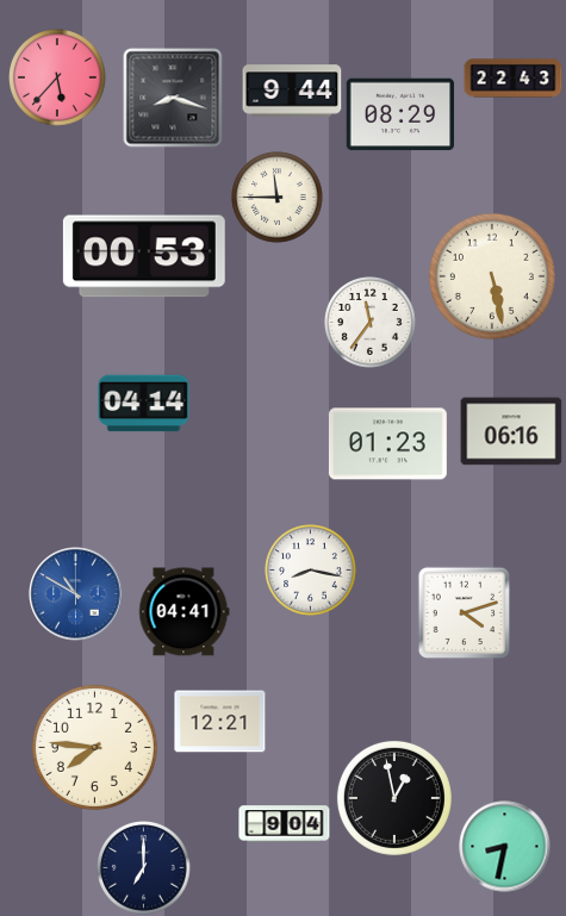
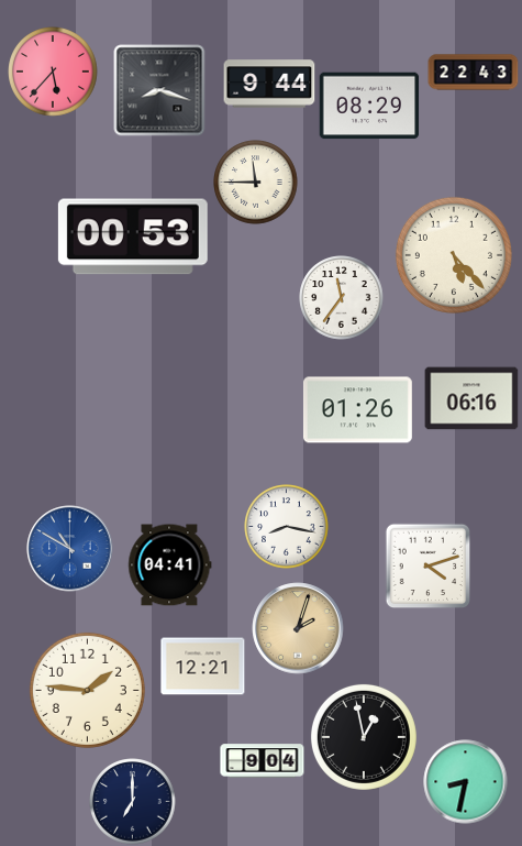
clock at (492, 276): 5:28 -> 5:23
clock at (144, 404): 04:14 -> none
clock at (387, 444): 01:23 -> 01:26
clock at (298, 628): none -> 2:03
clock at (94, 747): 7:46 -> 1:46
